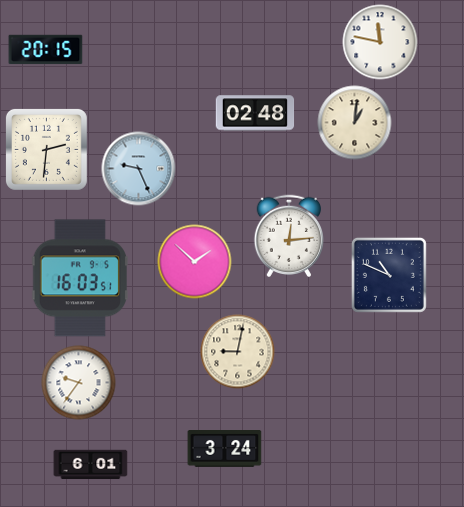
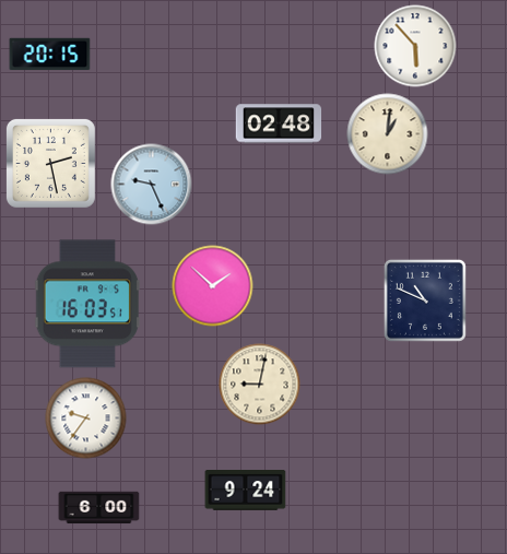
clock at (380, 42): 11:47 -> 5:53
clock at (46, 149): 2:31 -> 2:28
clock at (289, 235): 12:14 -> none
clock at (225, 449): 3:24 -> 9:24
clock at (91, 465): 6:01 -> 6:00
